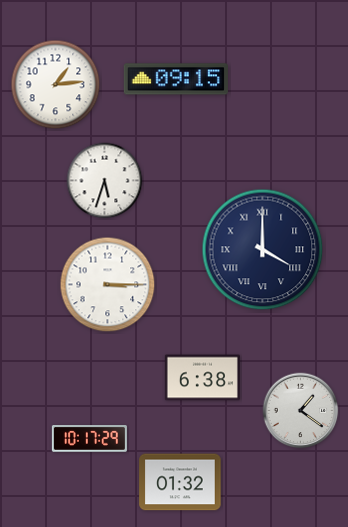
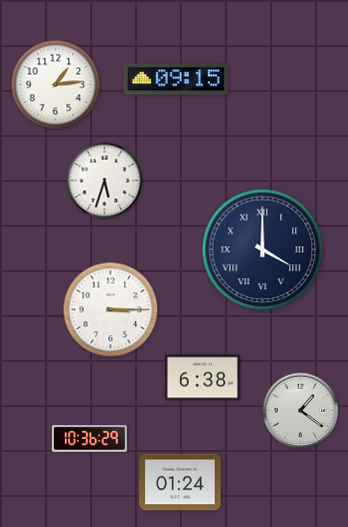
clock at (108, 285) position: (108, 285) -> (111, 310)
clock at (89, 439): 10:17 -> 10:36
clock at (180, 482): 01:32 -> 01:24
